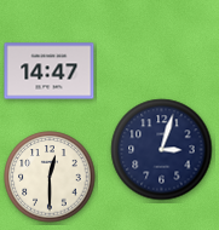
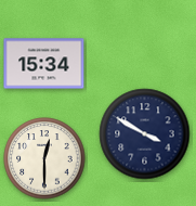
clock at (50, 71): 14:47 -> 15:34
clock at (162, 150): 3:03 -> 3:50
